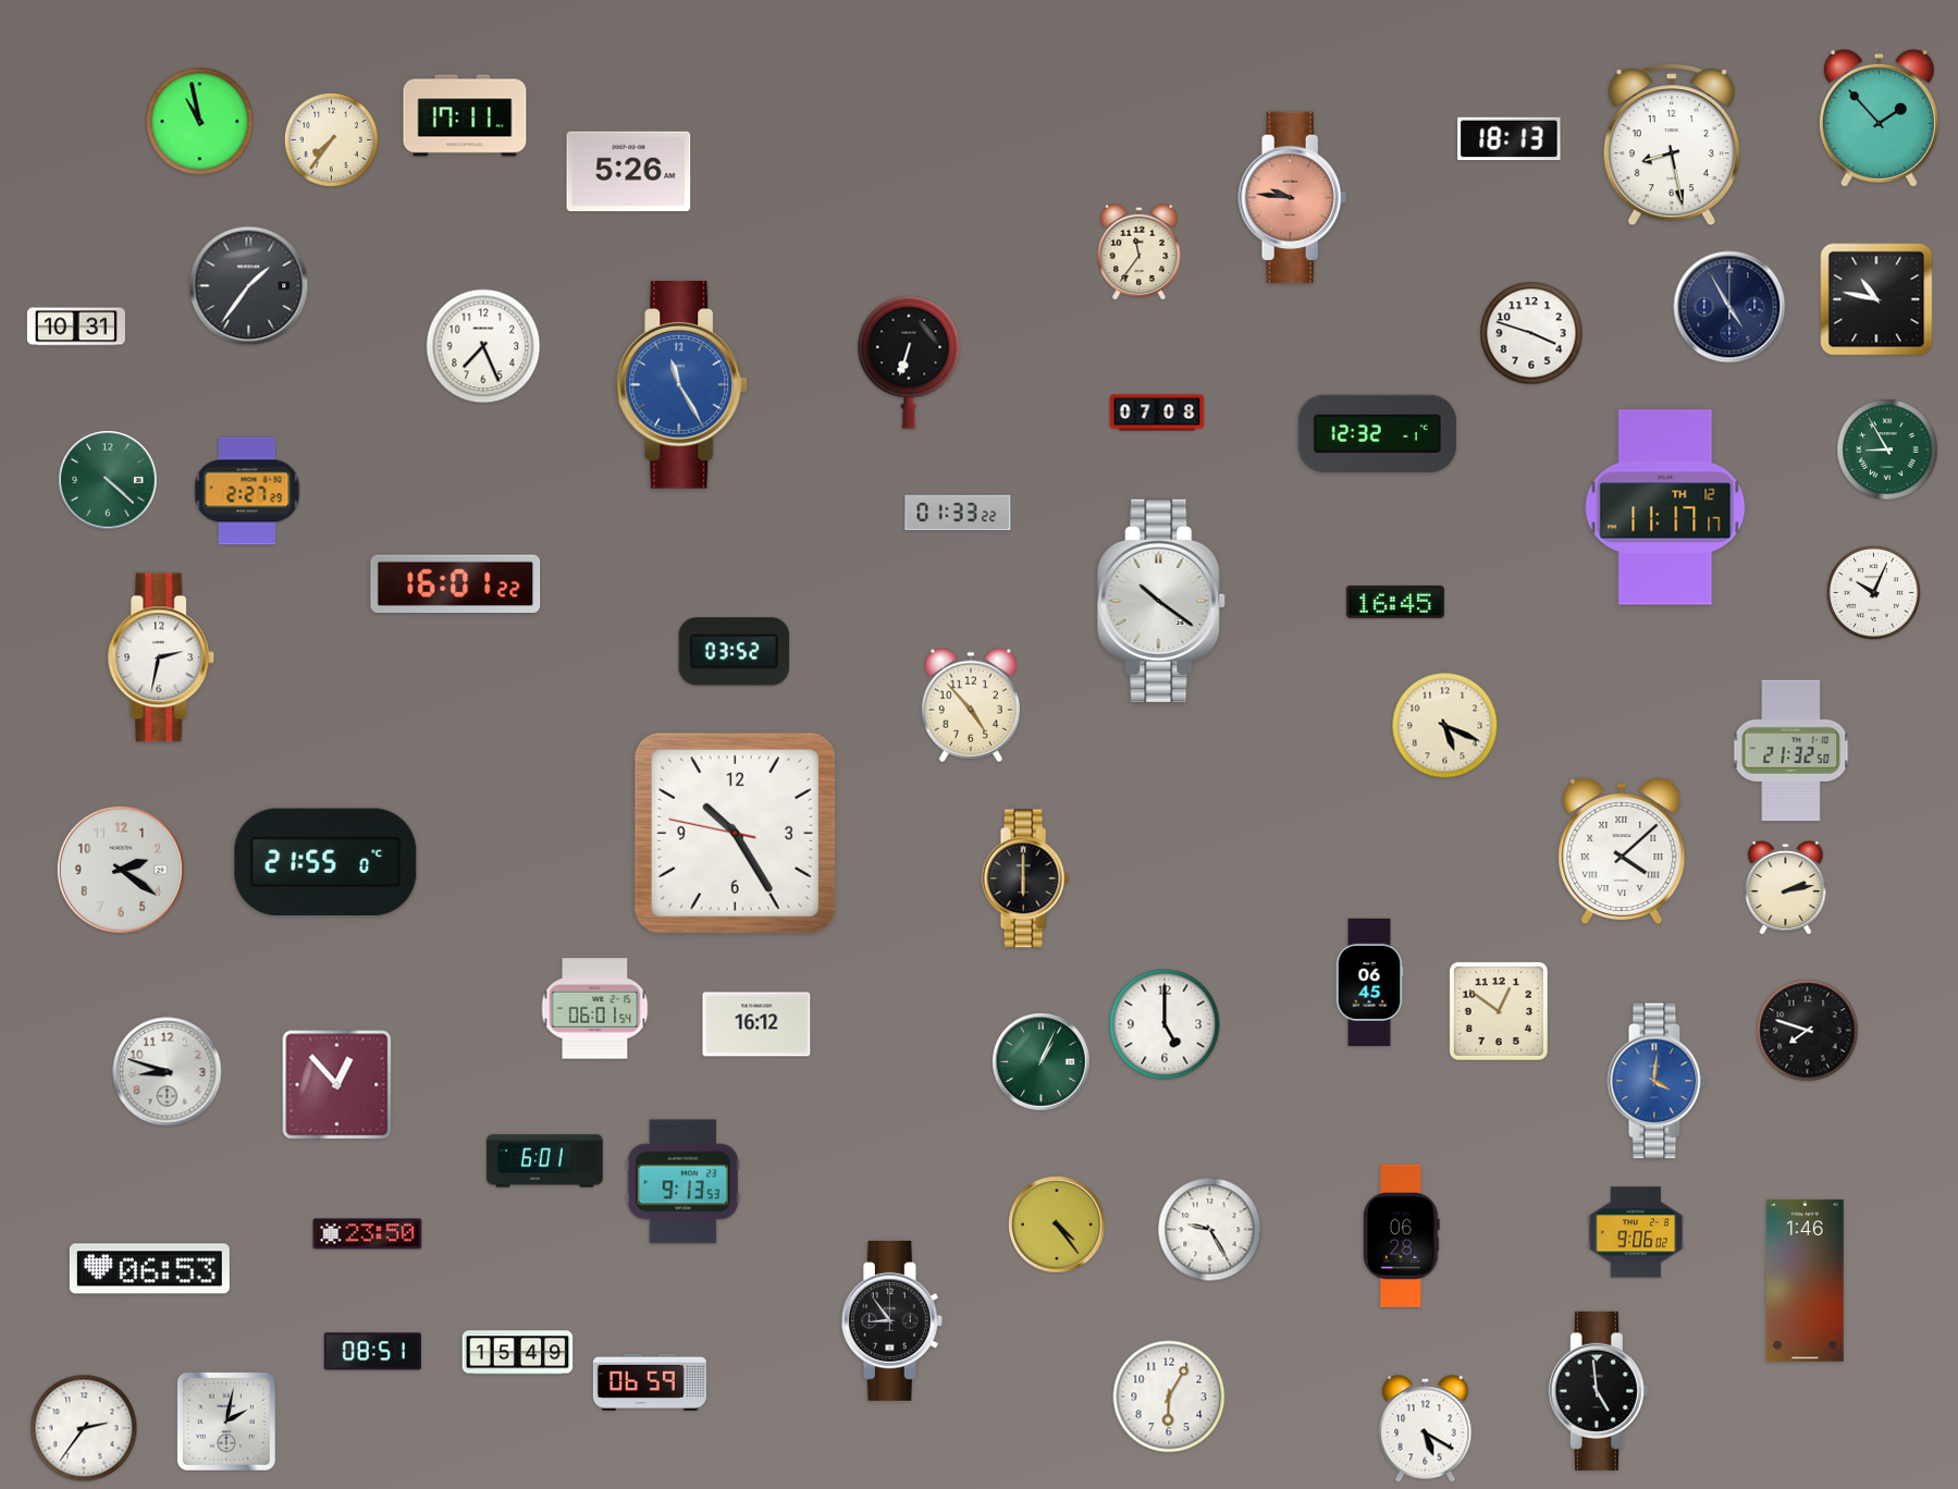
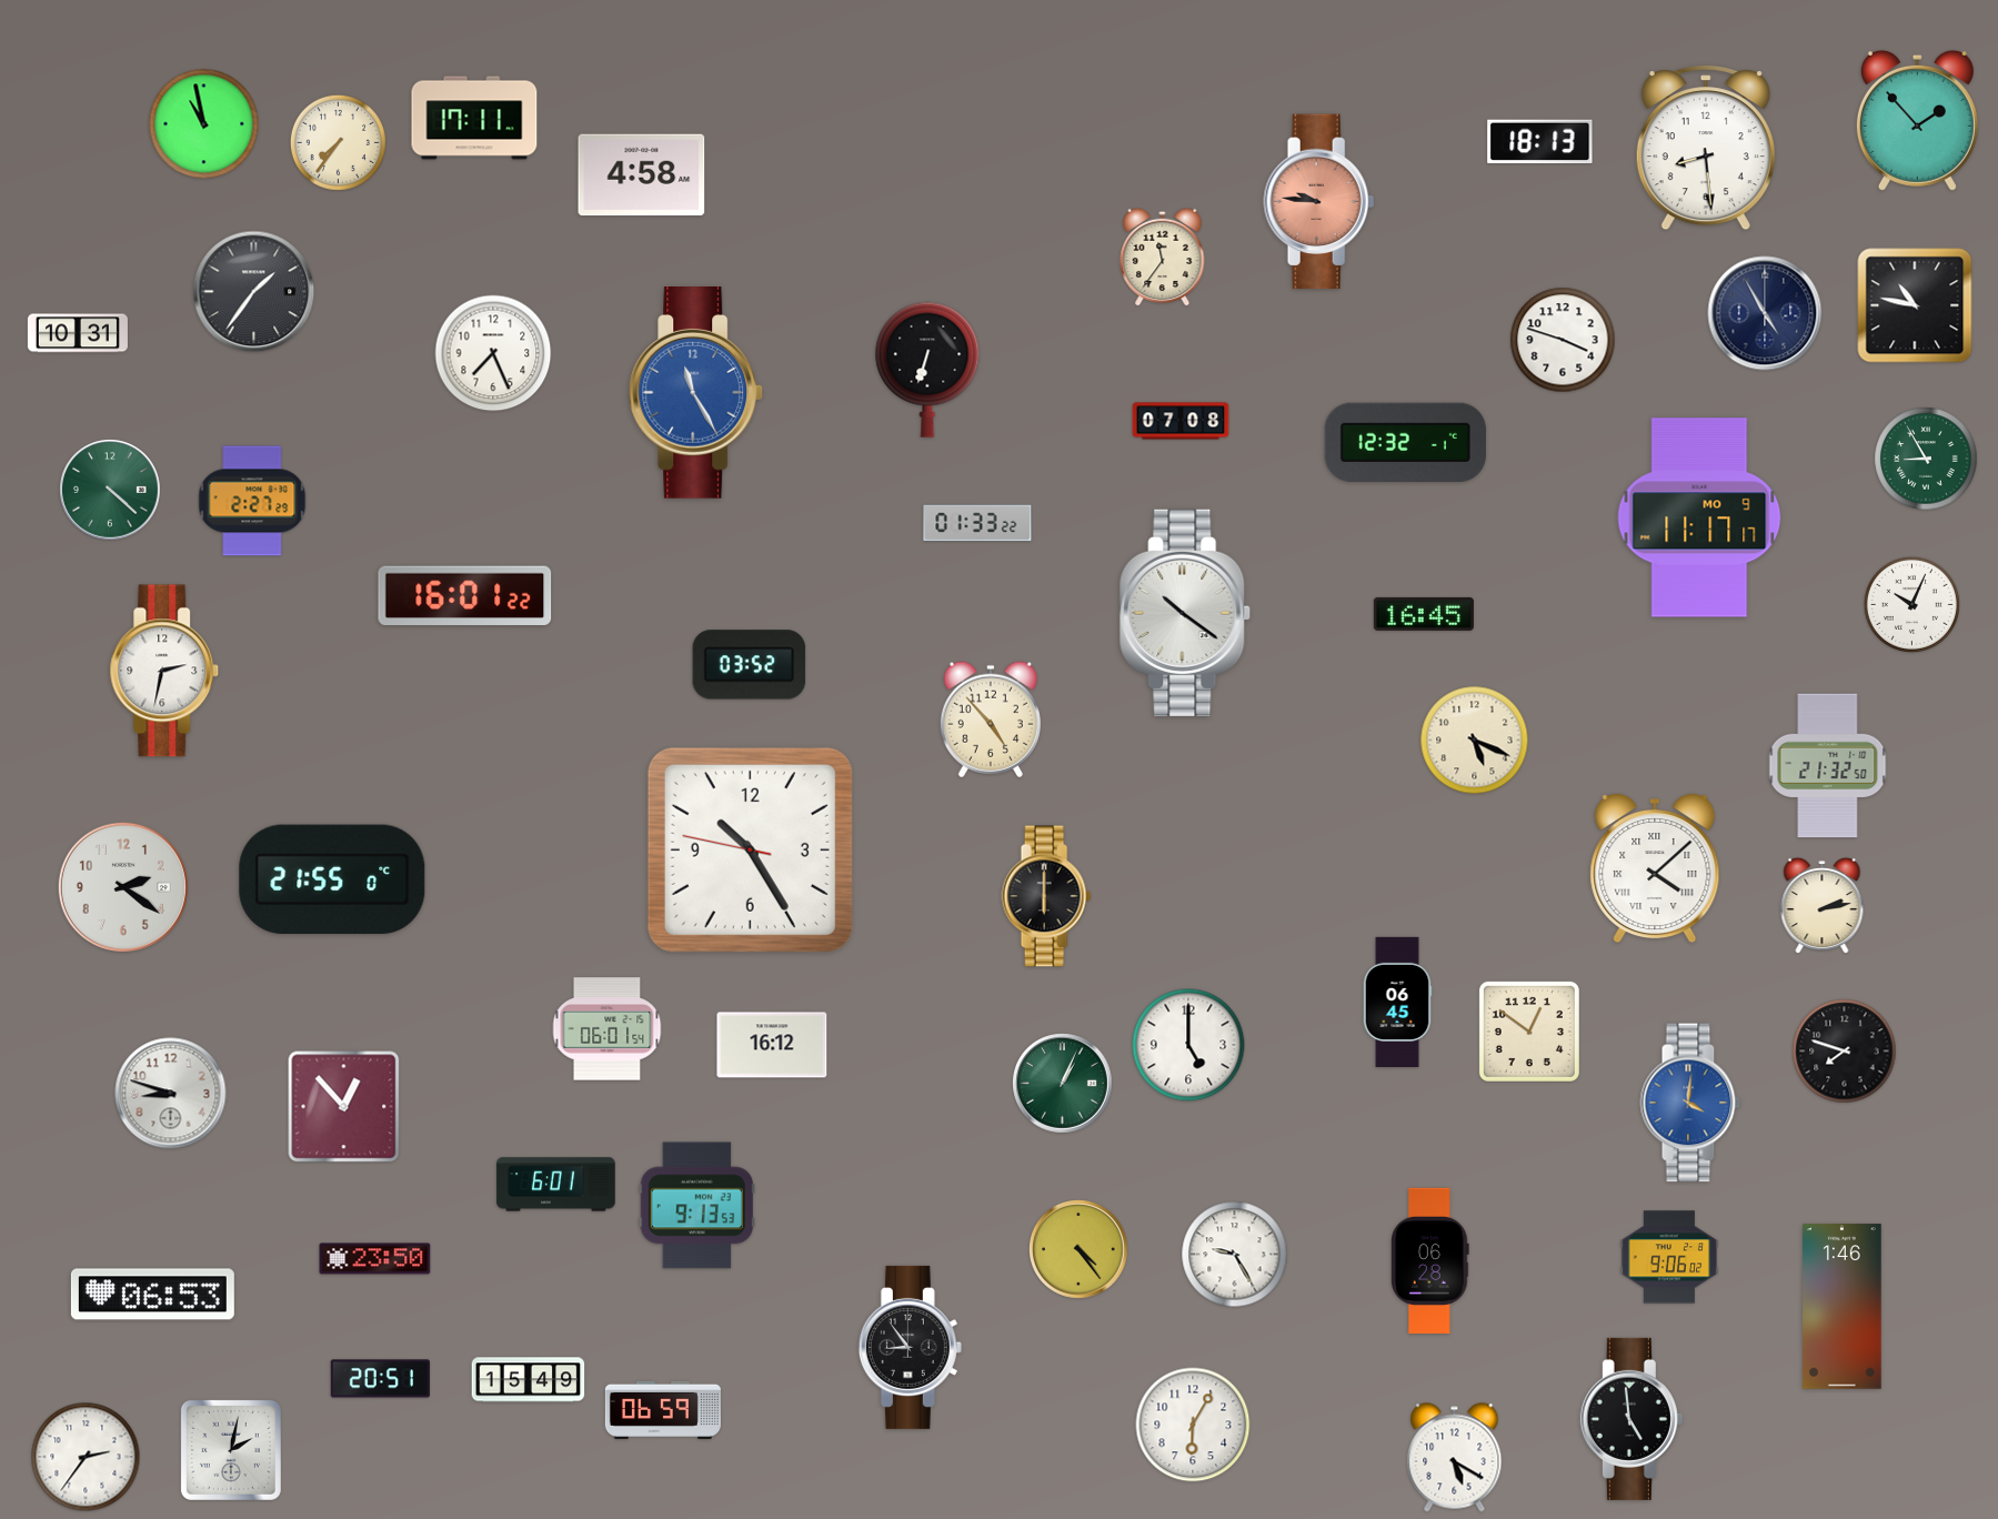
clock at (1672, 145): 8:28 -> 8:29
clock at (629, 172): 5:26 -> 4:58
clock at (1665, 507) date: TH 12 -> MO 9
clock at (372, 1352): 08:51 -> 20:51
